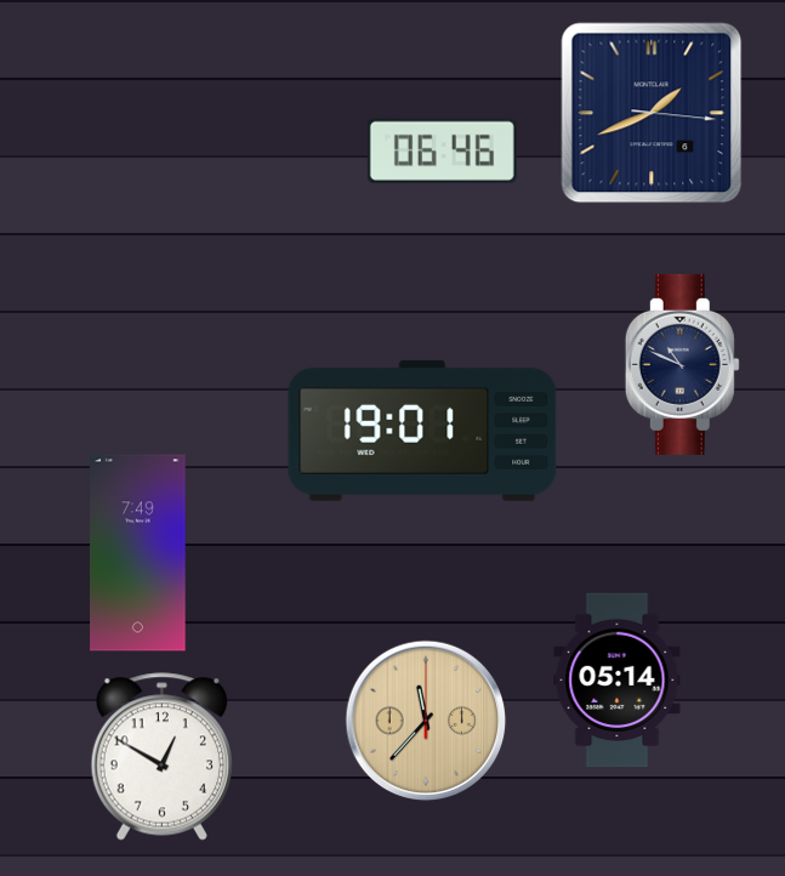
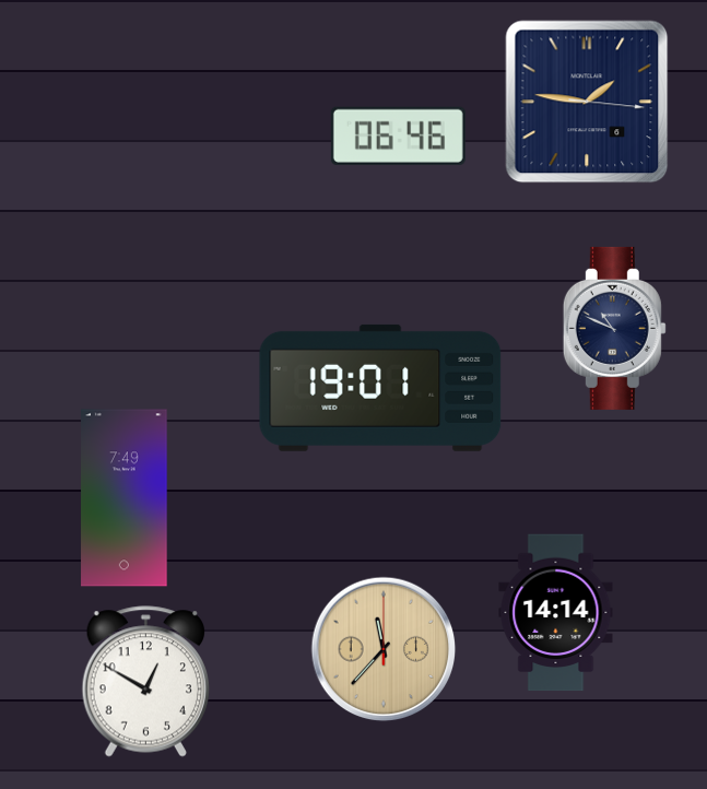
clock at (652, 113): 1:41 -> 1:46
clock at (618, 681): 05:14 -> 14:14
